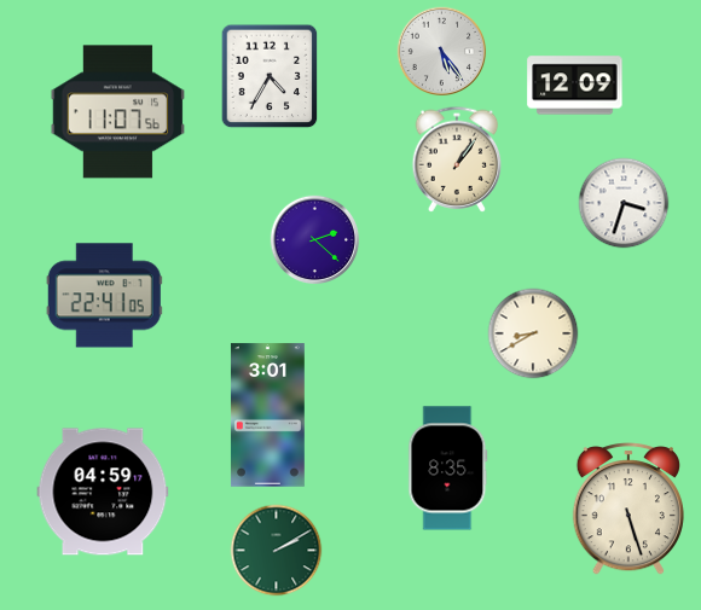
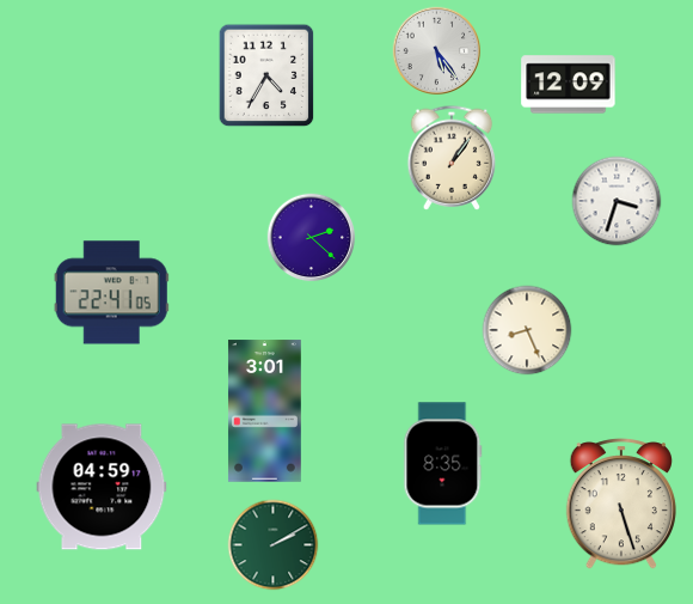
clock at (118, 112): 11:07 -> none
clock at (104, 296) position: (104, 296) -> (111, 293)
clock at (533, 333): 8:40 -> 8:26
